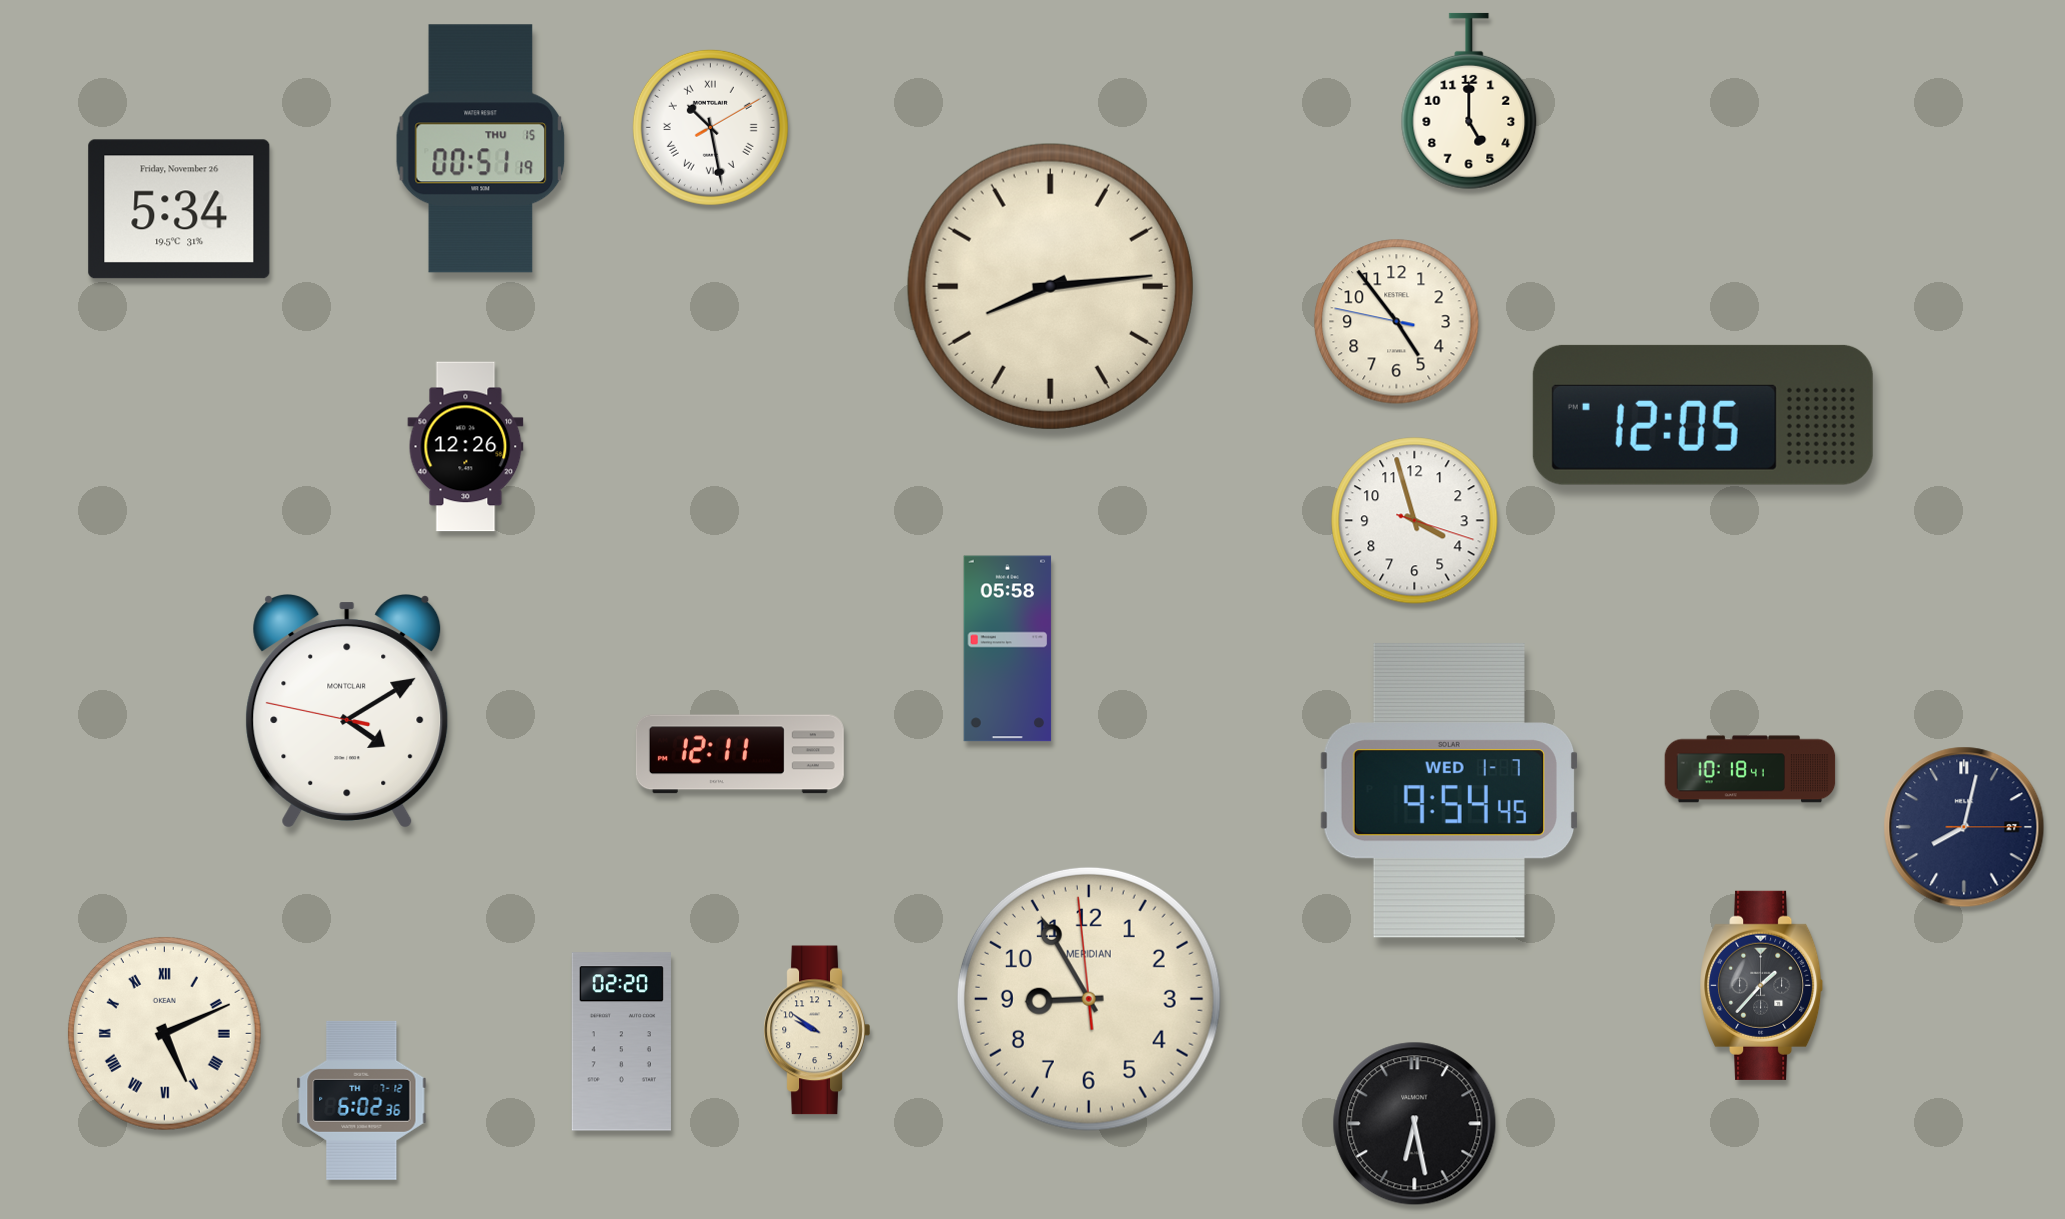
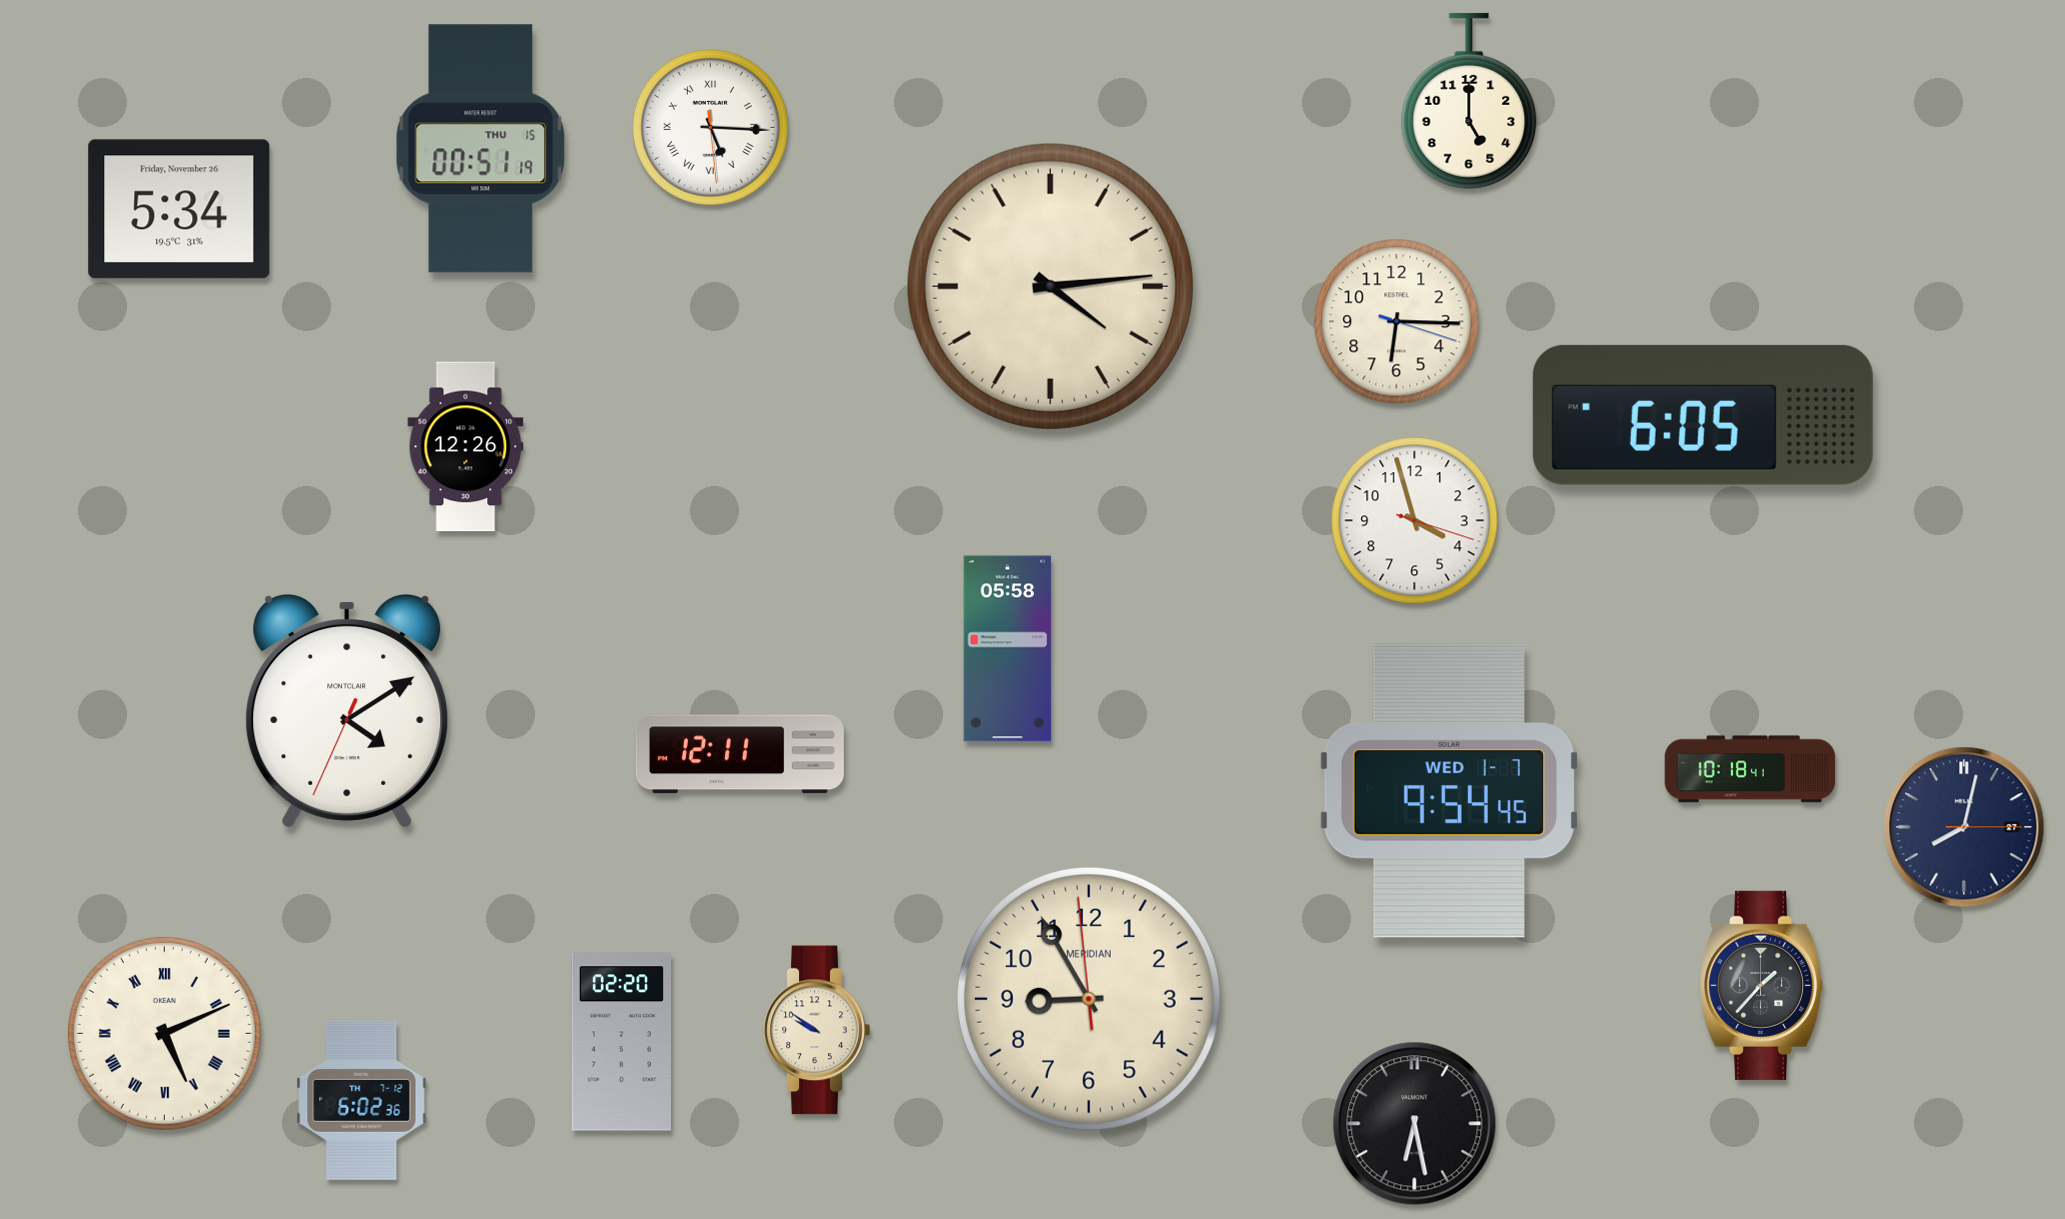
clock at (710, 127): 10:28 -> 5:15
clock at (1050, 286): 8:14 -> 4:14
clock at (1397, 322): 4:53 -> 6:15
clock at (1703, 415): 12:05 -> 6:05
clock at (347, 712): 4:09:47 -> 4:09:34
